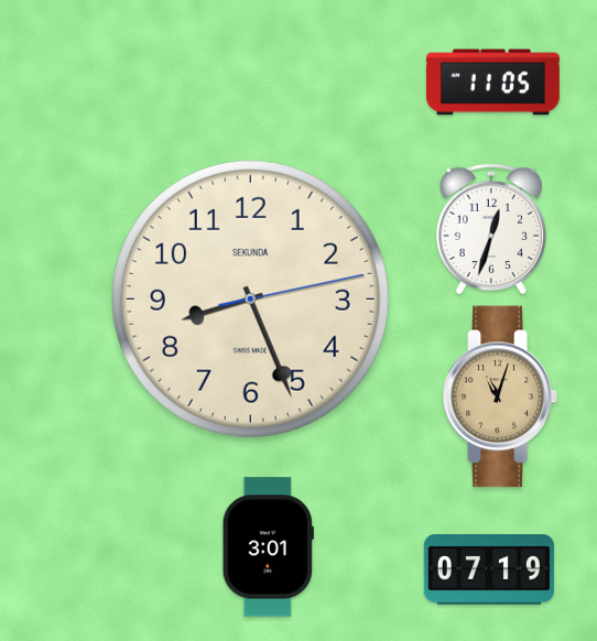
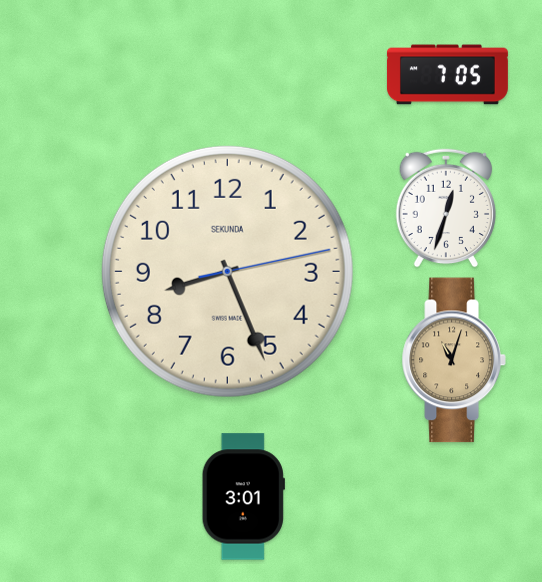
clock at (492, 83): 11:05 -> 7:05
clock at (489, 569): 07:19 -> none
